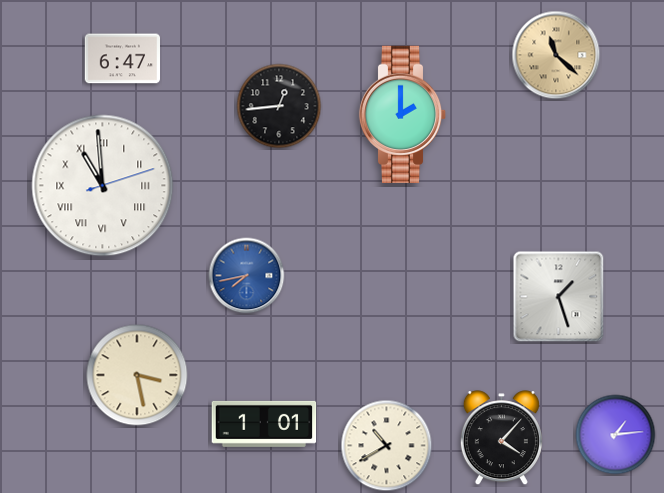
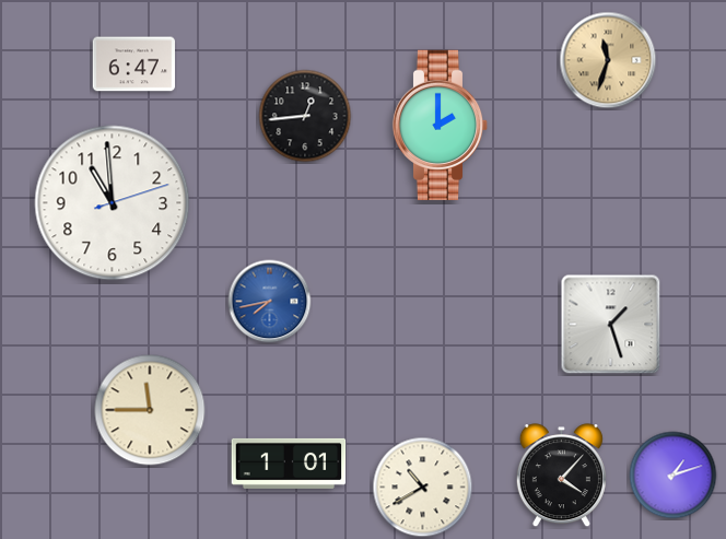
clock at (556, 55): 11:22 -> 11:33
clock at (103, 186) numerals: Roman -> Arabic
clock at (137, 375): 3:28 -> 11:45
clock at (616, 435): 1:14 -> 1:12
clock at (501, 438) position: (501, 438) -> (561, 476)
